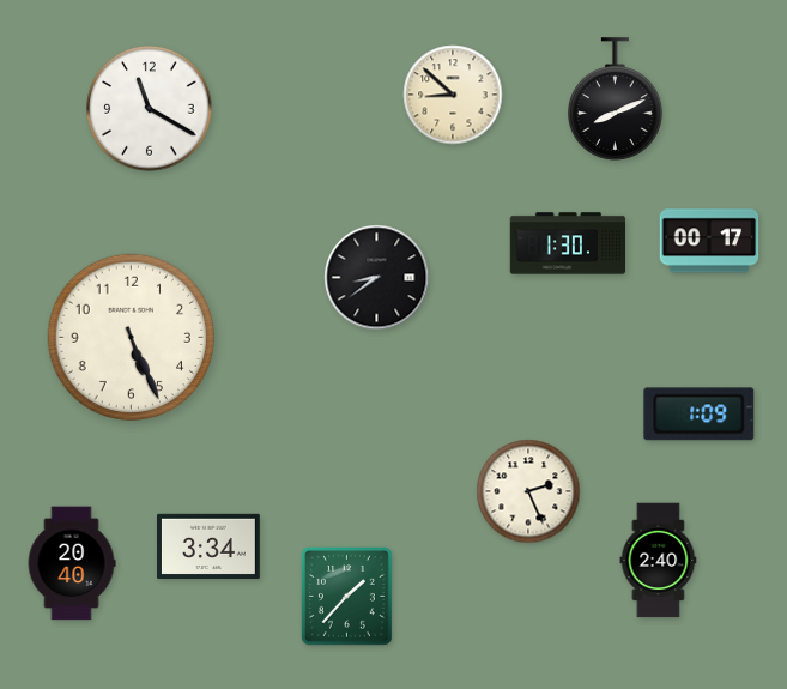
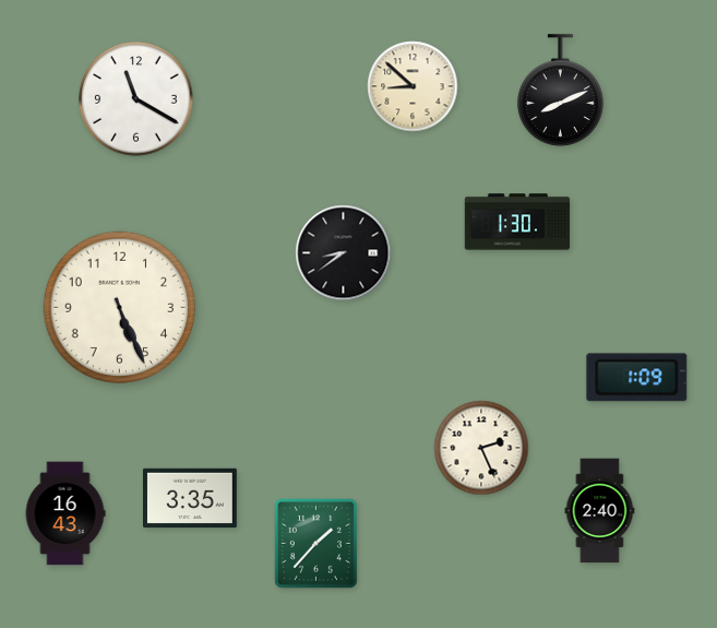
clock at (709, 241): 00:17 -> none
clock at (210, 545): 3:34 -> 3:35
clock at (72, 563): 20:40 -> 16:43
